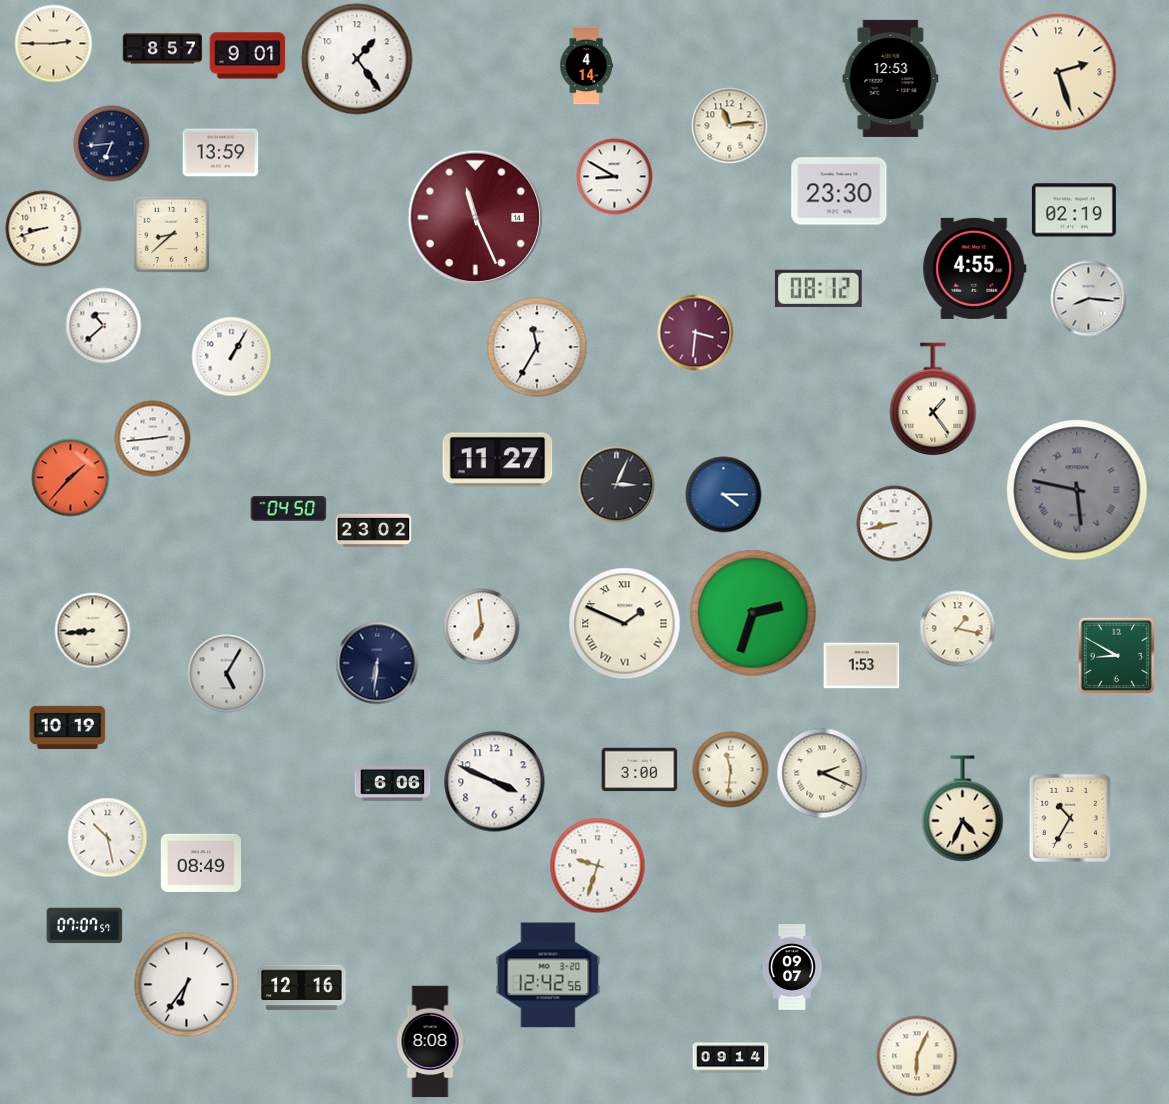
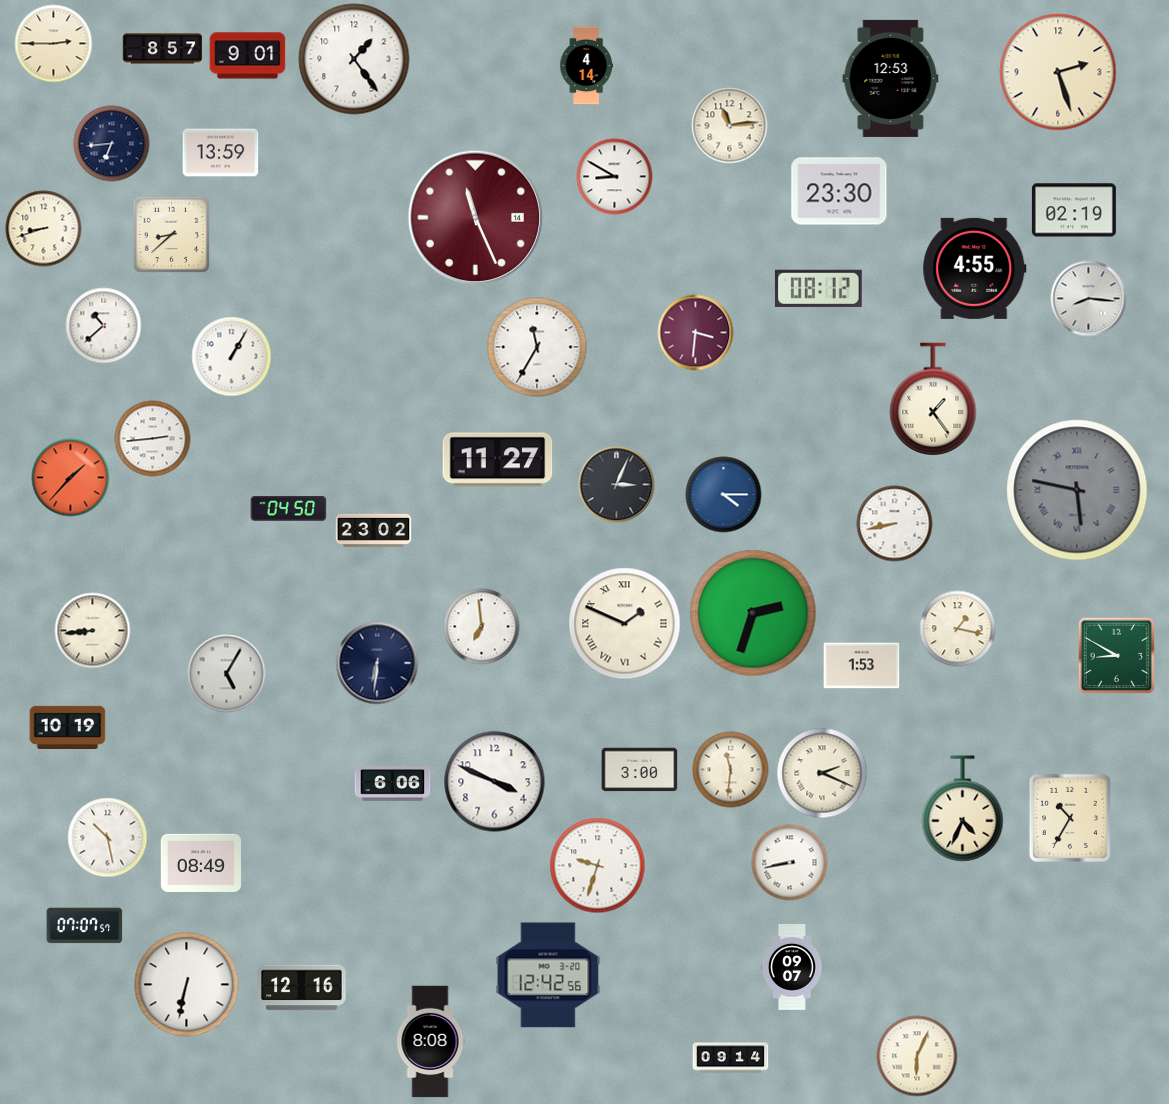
clock at (357, 59) position: (357, 59) -> (354, 59)
clock at (790, 863): none -> 8:43
clock at (187, 985): 6:36 -> 6:32
